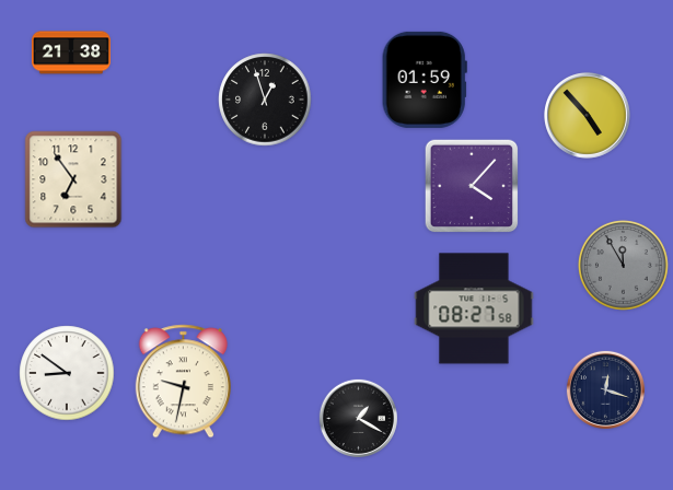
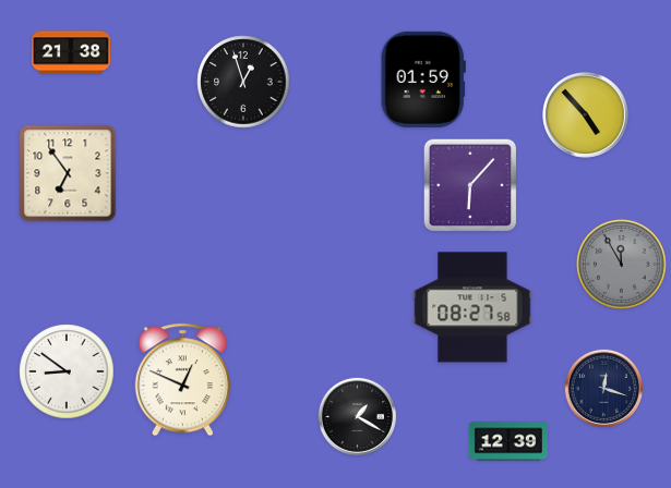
clock at (265, 100) position: (265, 100) -> (243, 82)
clock at (73, 179) position: (73, 179) -> (68, 173)
clock at (472, 186): 4:07 -> 6:07
clock at (183, 382): 9:32 -> 12:49
clock at (508, 441): none -> 12:39
